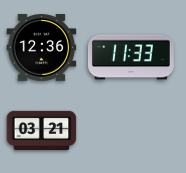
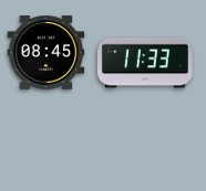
clock at (42, 48): 12:36 -> 08:45
clock at (42, 131): 03:21 -> none
